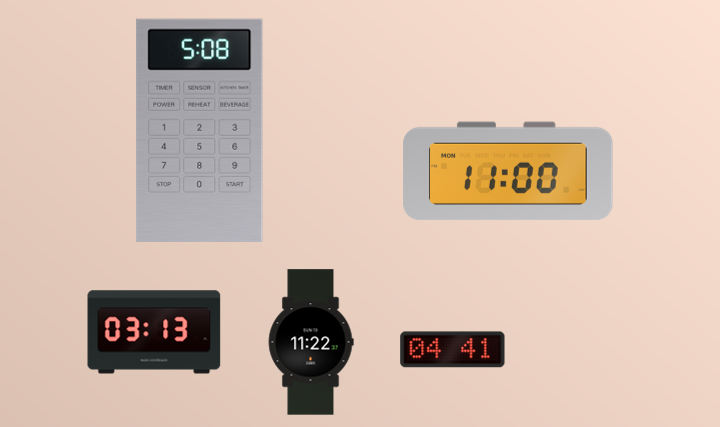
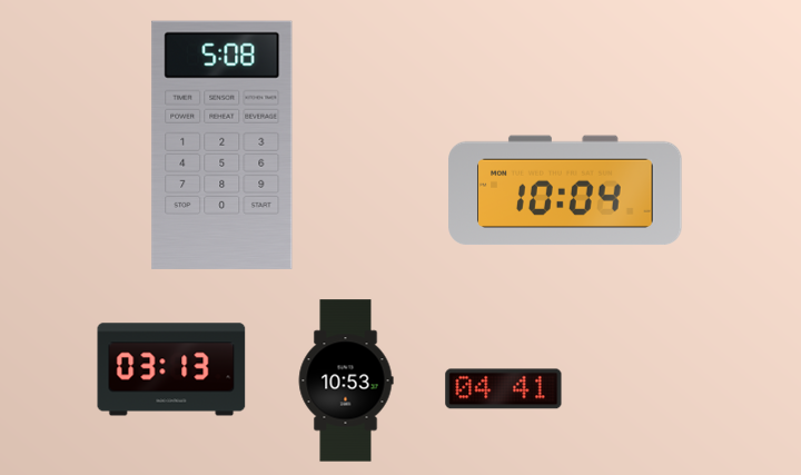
clock at (508, 171): 11:00 -> 10:04
clock at (311, 342): 11:22 -> 10:53
